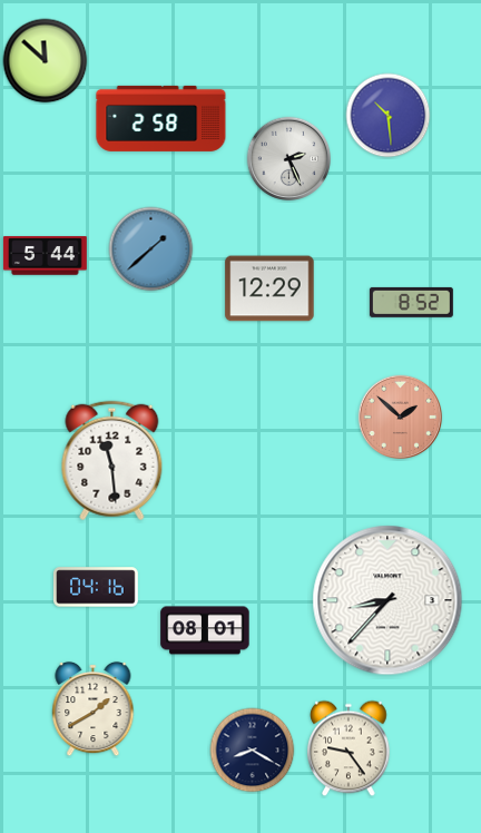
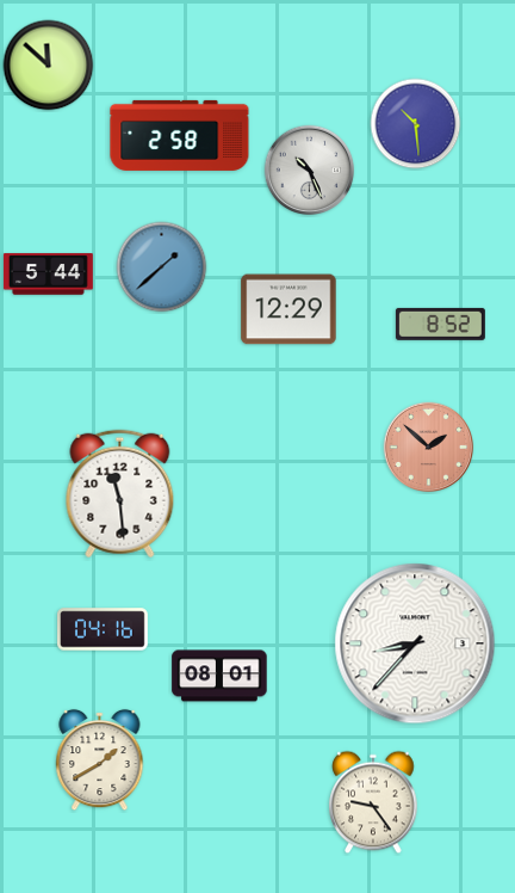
clock at (161, 118) position: (161, 118) -> (180, 135)
clock at (289, 159): 2:26 -> 10:26
clock at (253, 751): 8:20 -> none
